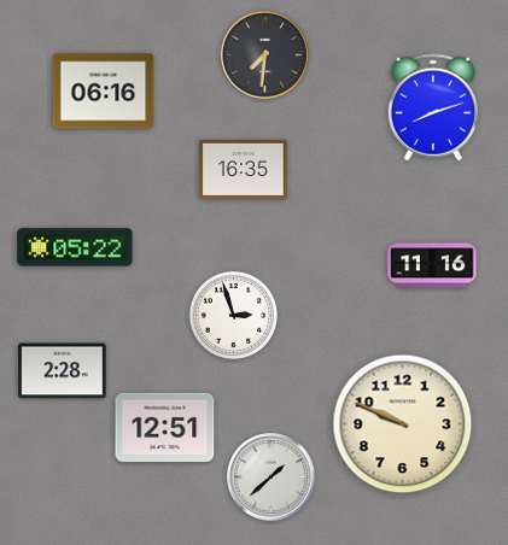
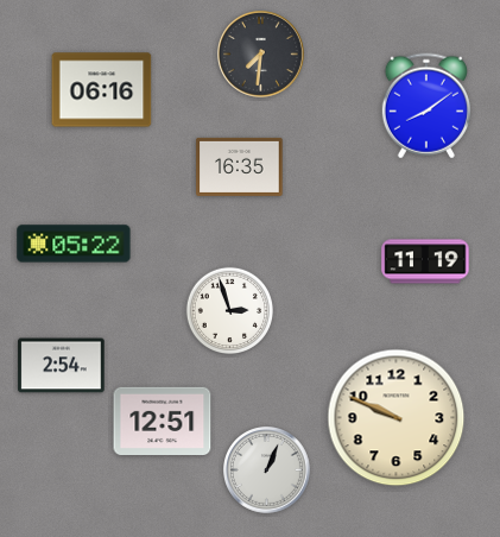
clock at (433, 107): 8:12 -> 8:09
clock at (432, 265): 11:16 -> 11:19
clock at (63, 371): 2:28 -> 2:54
clock at (271, 477): 1:38 -> 1:04
